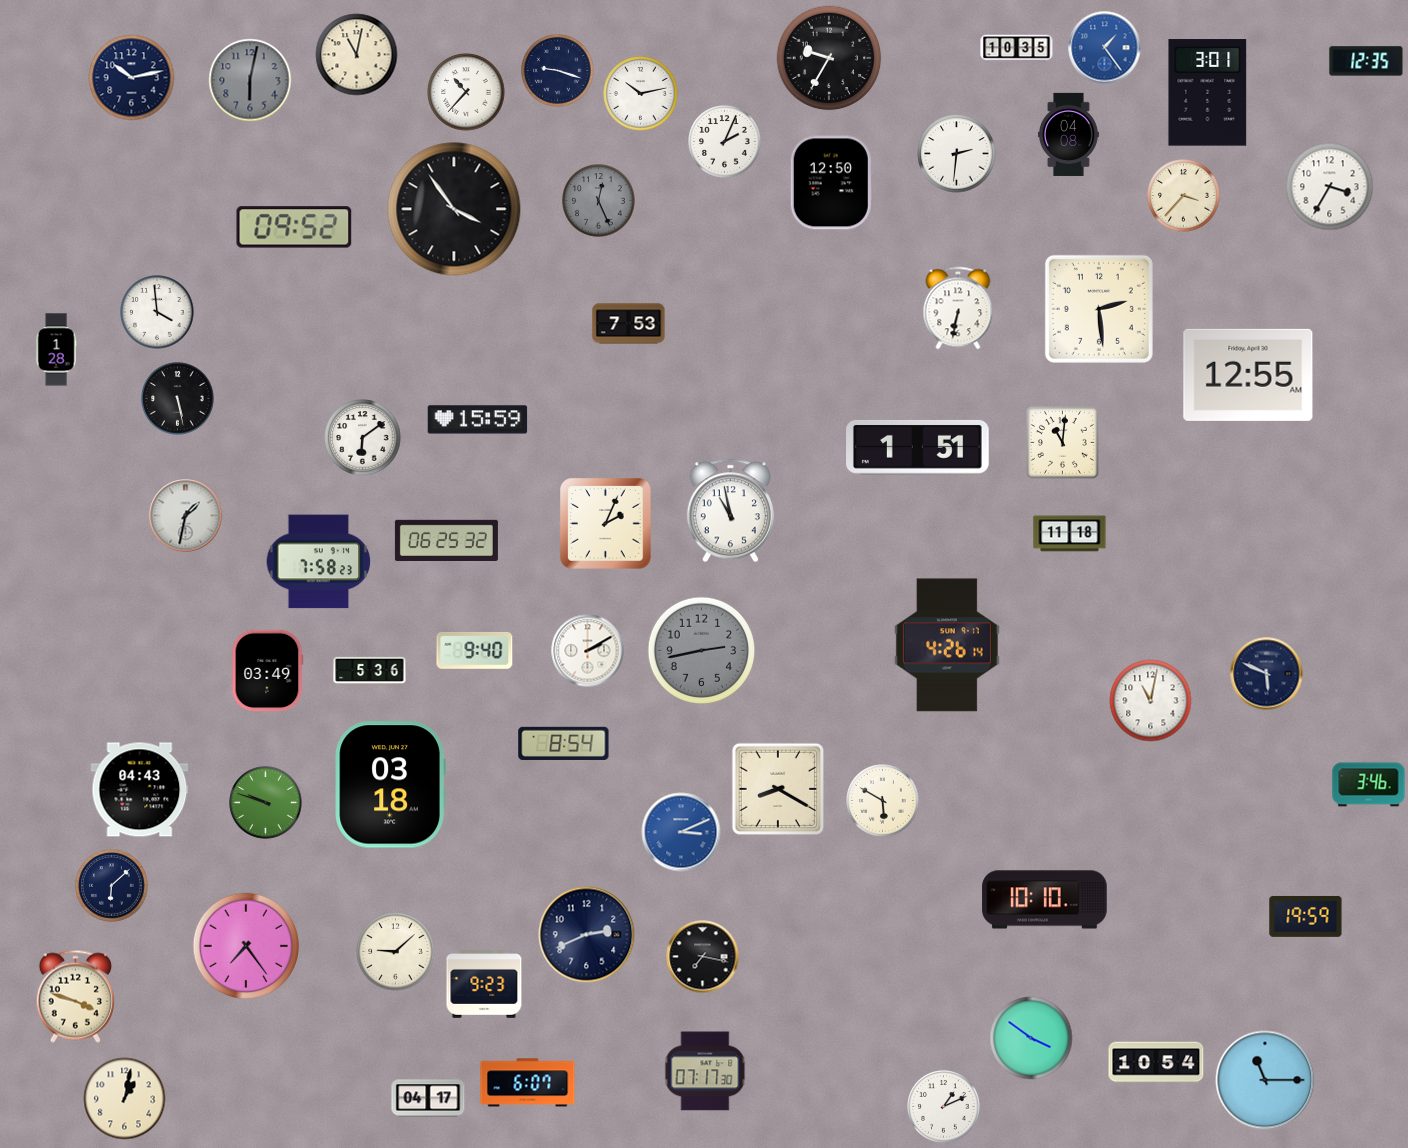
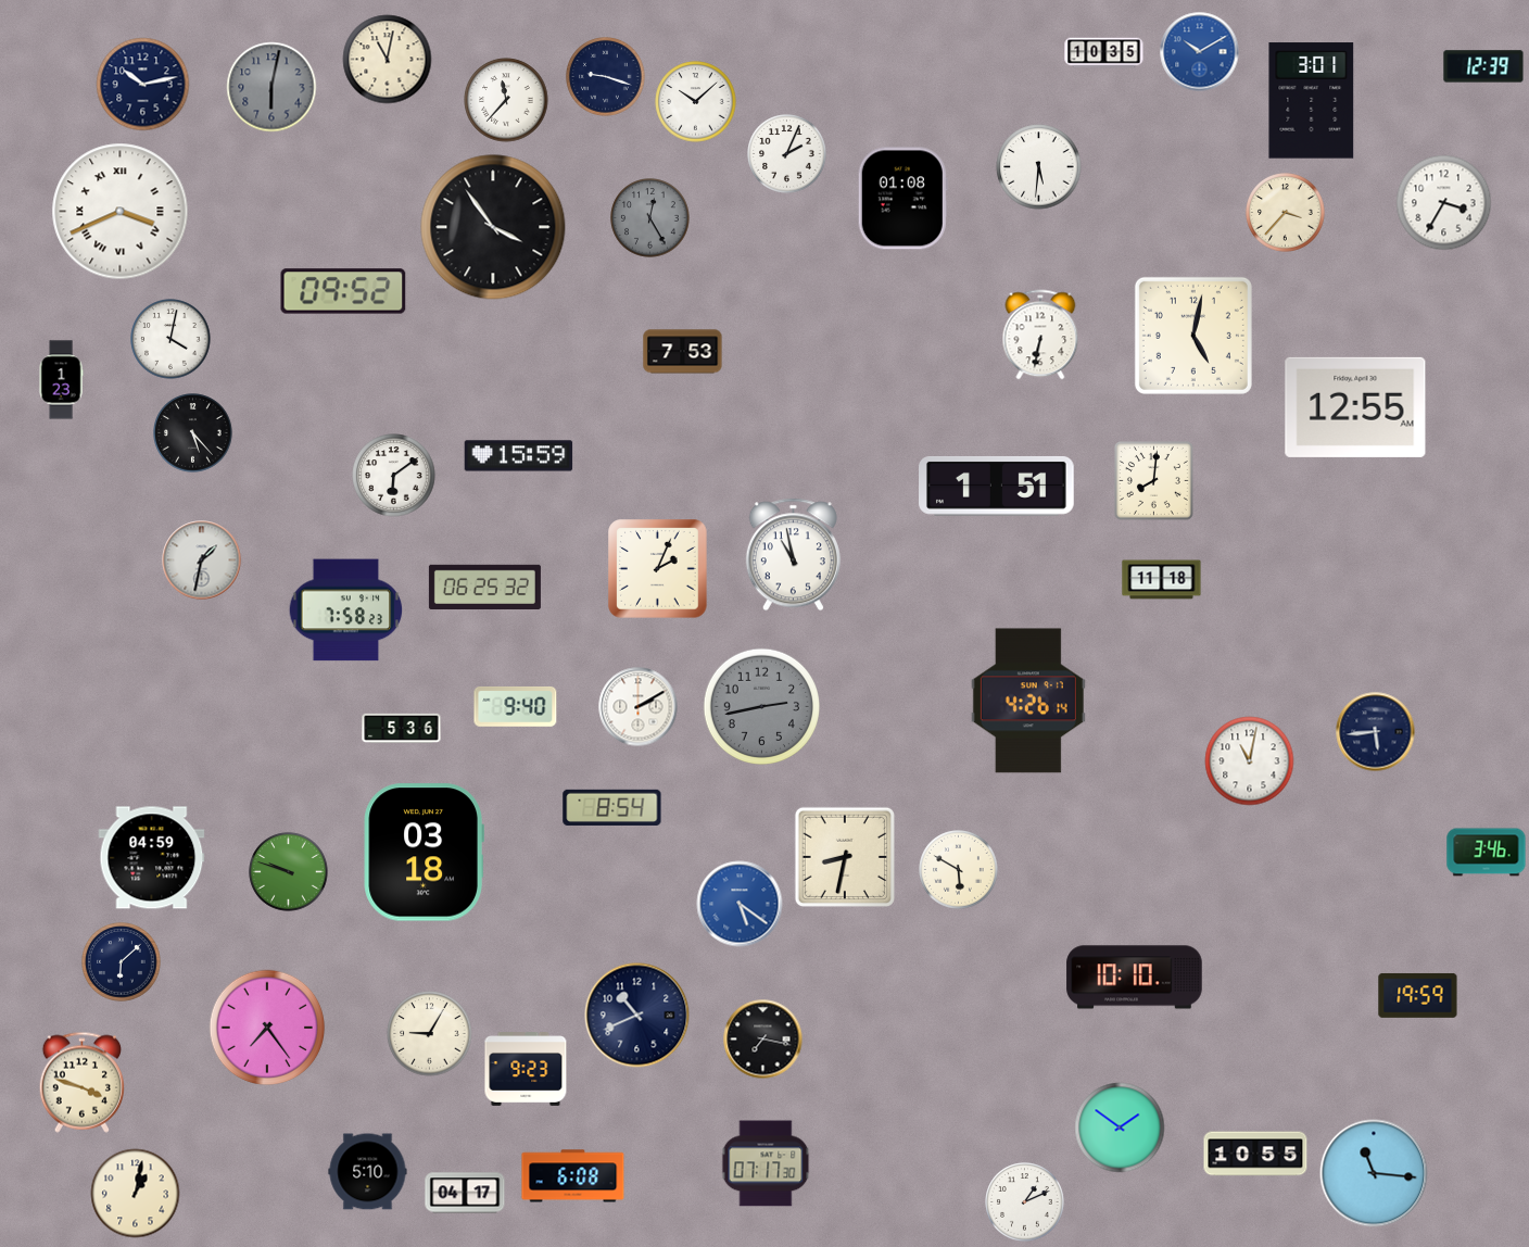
clock at (1105, 48): 1:24 -> 10:10
clock at (829, 58): 9:35 -> none
clock at (1366, 61): 12:35 -> 12:39
clock at (466, 92): 10:37 -> 11:37
clock at (641, 94): 10:13 -> 10:08
clock at (1069, 134): 04:08 -> none
clock at (957, 154): 2:31 -> 5:31
clock at (831, 183): 12:50 -> 01:08
clock at (121, 212): none -> 3:41
clock at (599, 201): 12:26 -> 12:25
clock at (294, 227) position: (294, 227) -> (343, 291)
clock at (1099, 309): 2:29 -> 5:02
clock at (157, 312): 3:59 -> 4:02
clock at (56, 350): 1:28 -> 1:23
clock at (178, 399): 5:28 -> 5:23
clock at (1062, 442): 11:01 -> 8:01
clock at (268, 671): 03:49 -> none
clock at (1267, 674): 5:49 -> 5:44
clock at (777, 788): 8:20 -> 8:32
clock at (140, 790): 04:43 -> 04:59
clock at (681, 832): 3:11 -> 5:21
clock at (587, 935): 2:41 -> 10:41
clock at (396, 952): 9:08 -> 9:05
clock at (1031, 1038): 3:51 -> 1:51
clock at (1156, 1062): 10:54 -> 10:55
clock at (368, 1172): none -> 5:10
clock at (1265, 1080): 11:15 -> 11:16
clock at (528, 1083): 6:07 -> 6:08
